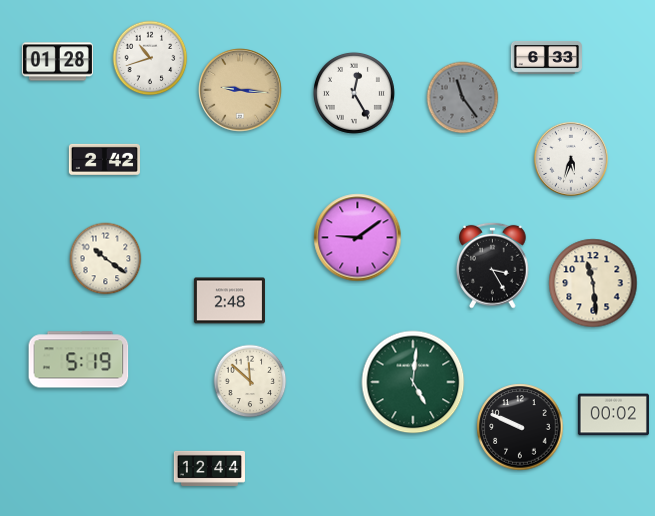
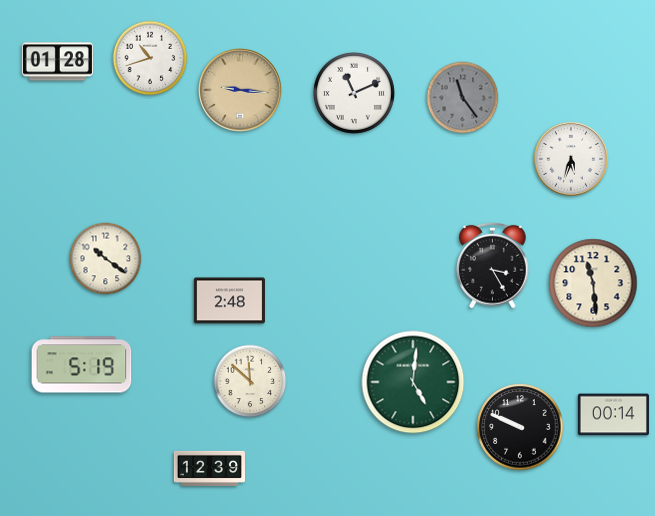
clock at (546, 58): 6:33 -> none
clock at (354, 93): 12:25 -> 11:11
clock at (104, 159): 2:42 -> none
clock at (358, 238): 9:09 -> none
clock at (79, 360) position: (79, 360) -> (82, 365)
clock at (613, 415): 00:02 -> 00:14
clock at (209, 468): 12:44 -> 12:39
